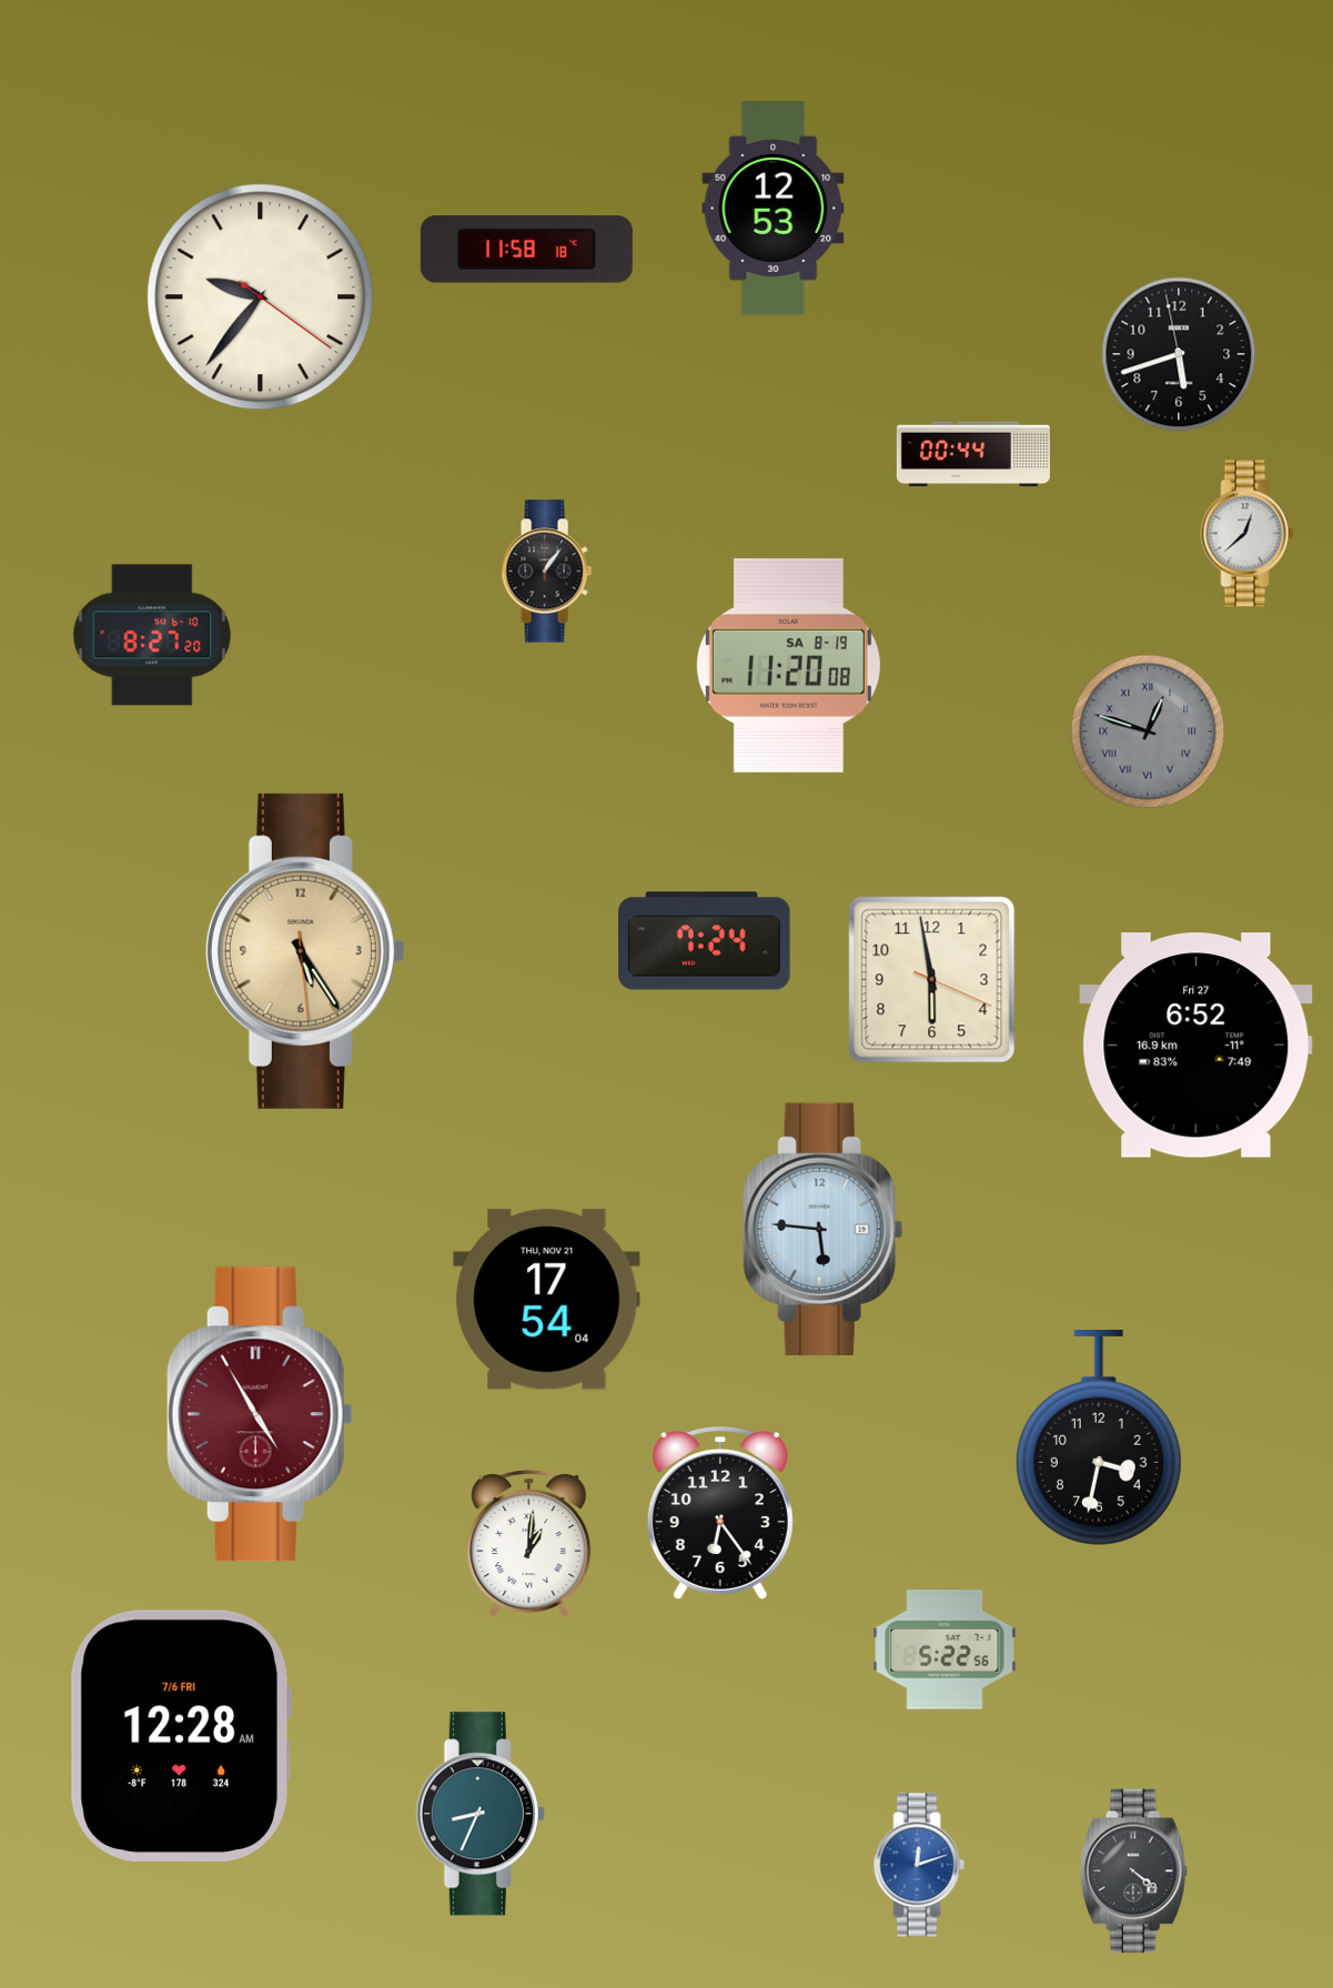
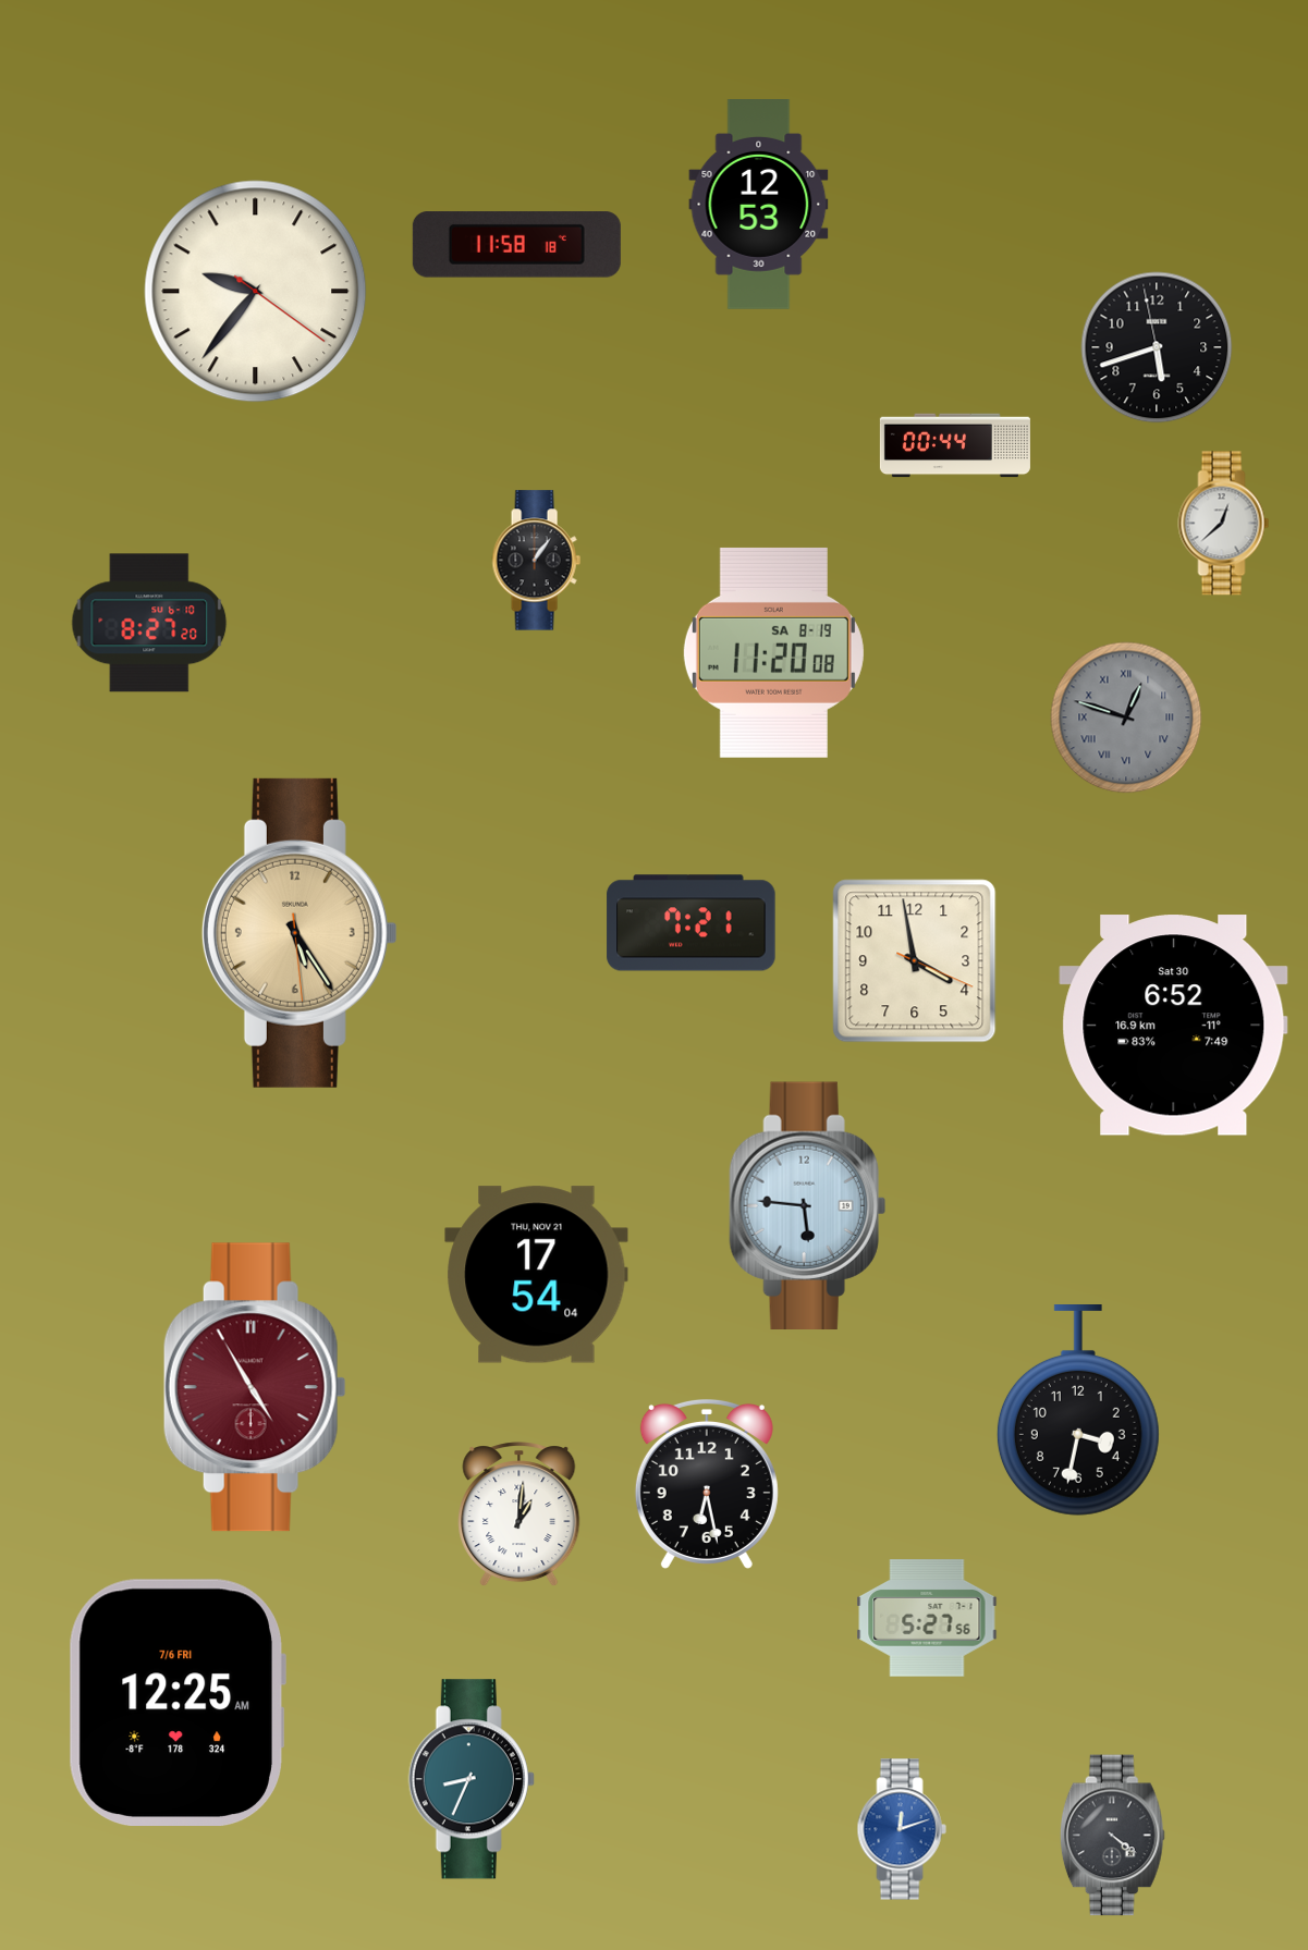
clock at (705, 941): 7:24 -> 7:21
clock at (932, 980): 5:58 -> 3:58
clock at (1196, 1046) date: Fri 27 -> Sat 30
clock at (720, 1513): 6:24 -> 6:28
clock at (945, 1649): 5:22 -> 5:27
clock at (181, 1735): 12:28 -> 12:25
